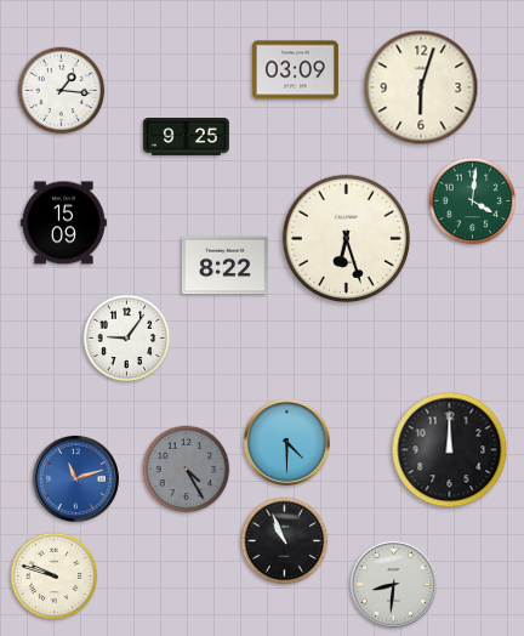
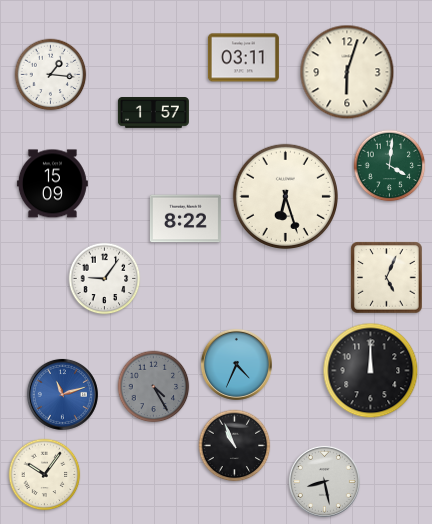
clock at (295, 70): 03:09 -> 03:11
clock at (186, 137): 9:25 -> 1:57
clock at (387, 278): none -> 5:04
clock at (286, 442): 4:30 -> 4:34
clock at (55, 577): 9:48 -> 10:06
clock at (393, 584): 8:31 -> 8:28
